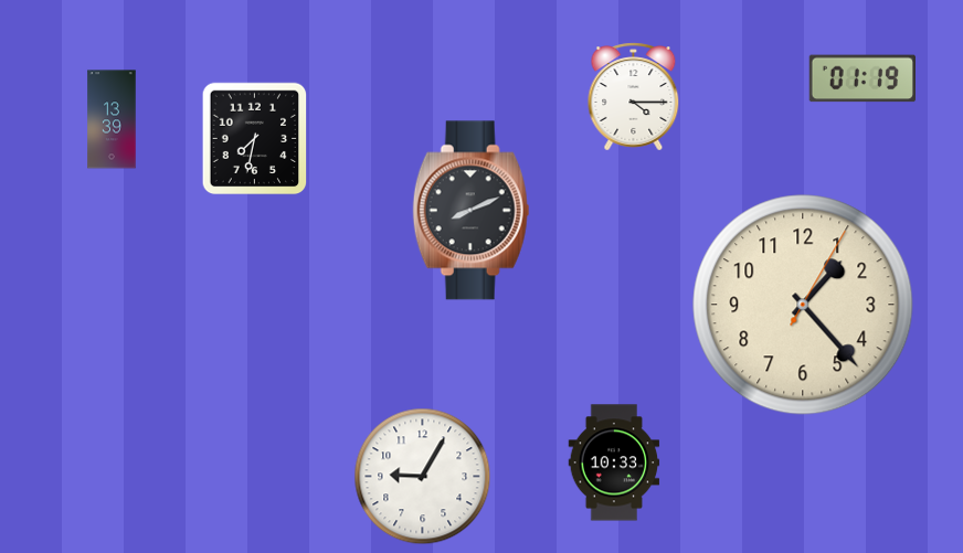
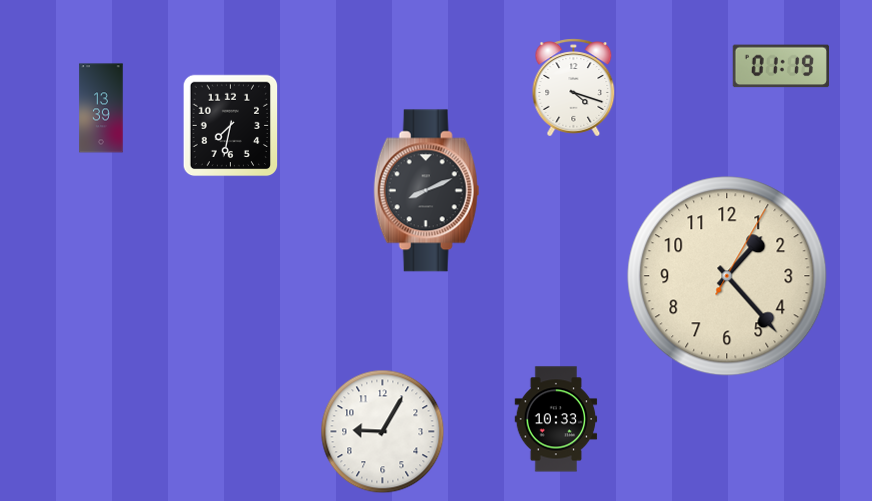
clock at (861, 78) position: (861, 78) -> (780, 66)
clock at (634, 97): 4:15 -> 4:18
